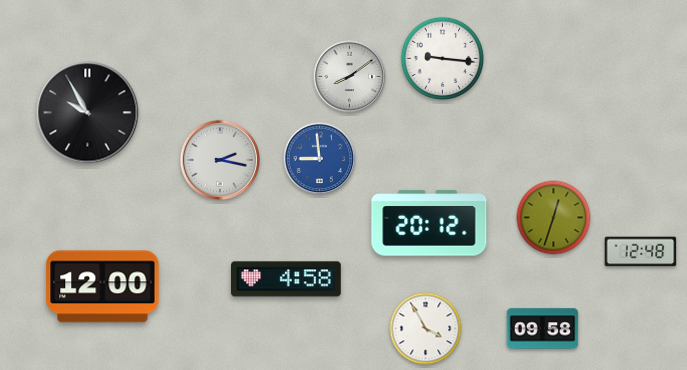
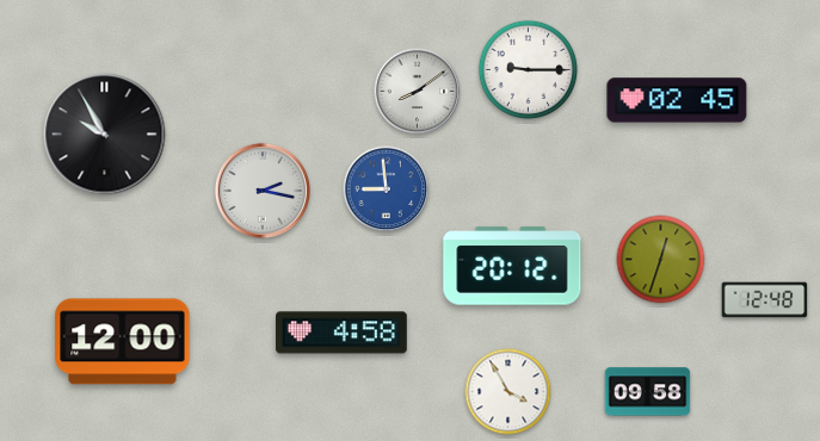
clock at (443, 59): 9:16 -> 9:15
clock at (677, 100): none -> 02:45
clock at (320, 159) position: (320, 159) -> (387, 190)
